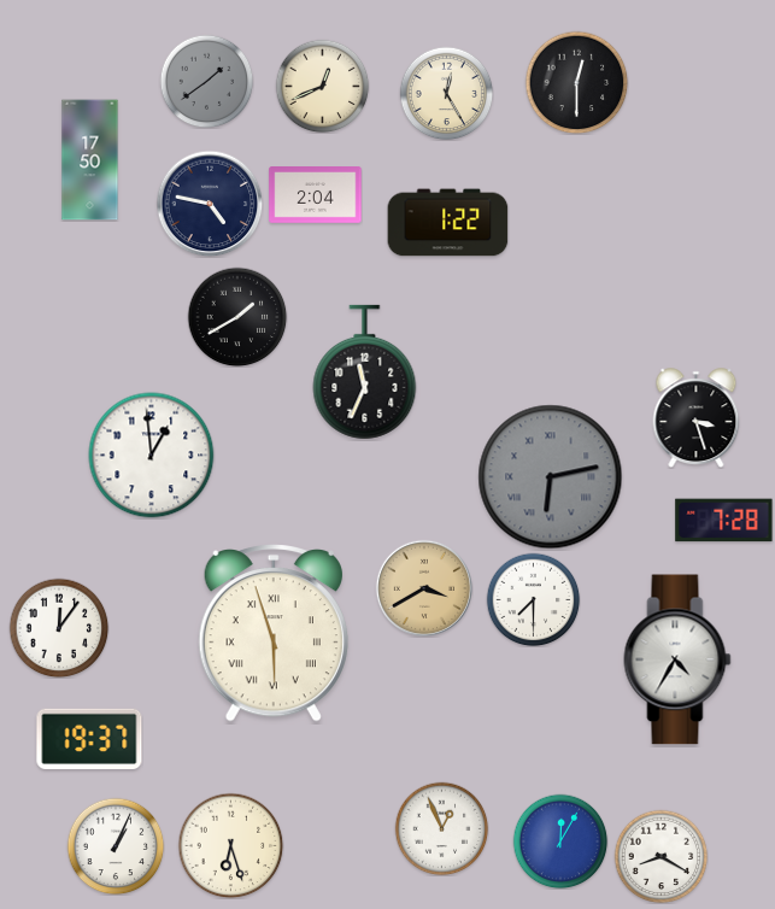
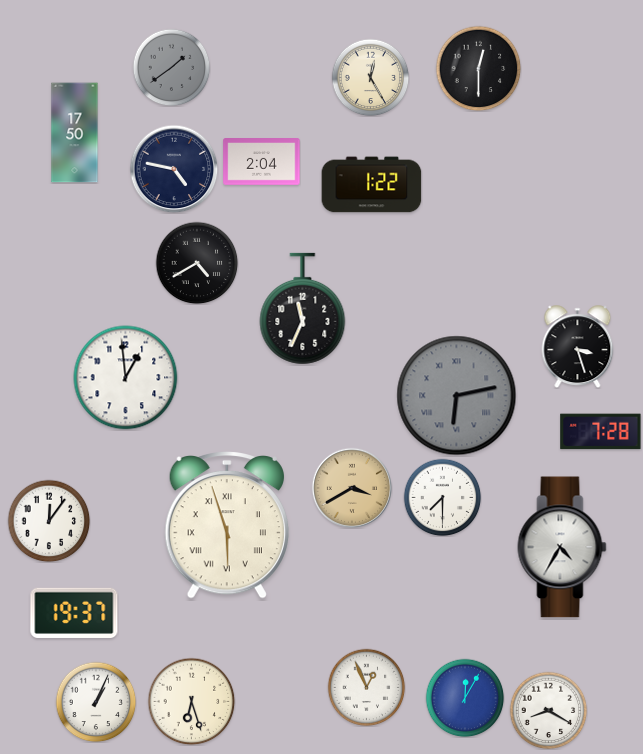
clock at (322, 86): 12:41 -> none
clock at (237, 317): 1:40 -> 4:40
